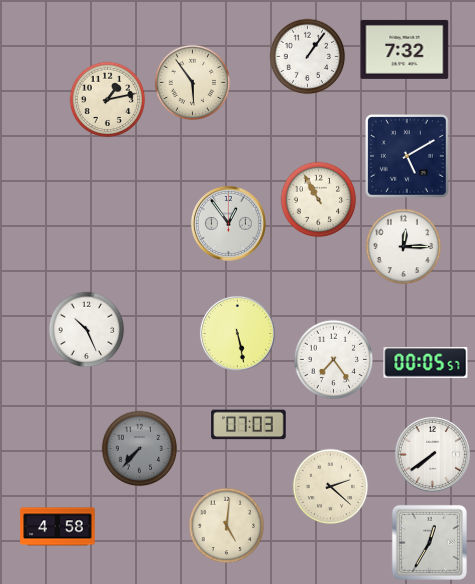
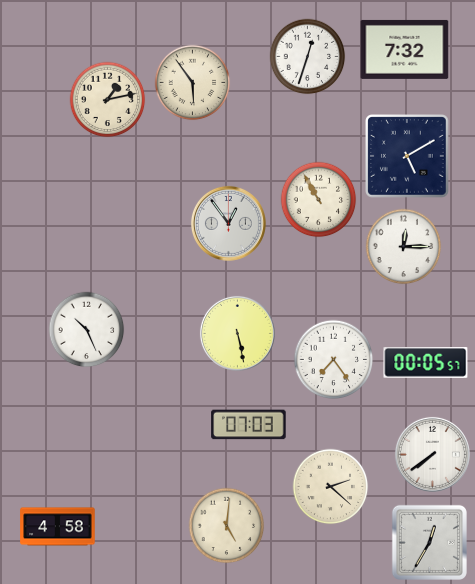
clock at (308, 57): 1:06 -> 12:33
clock at (140, 449): 7:37 -> none
